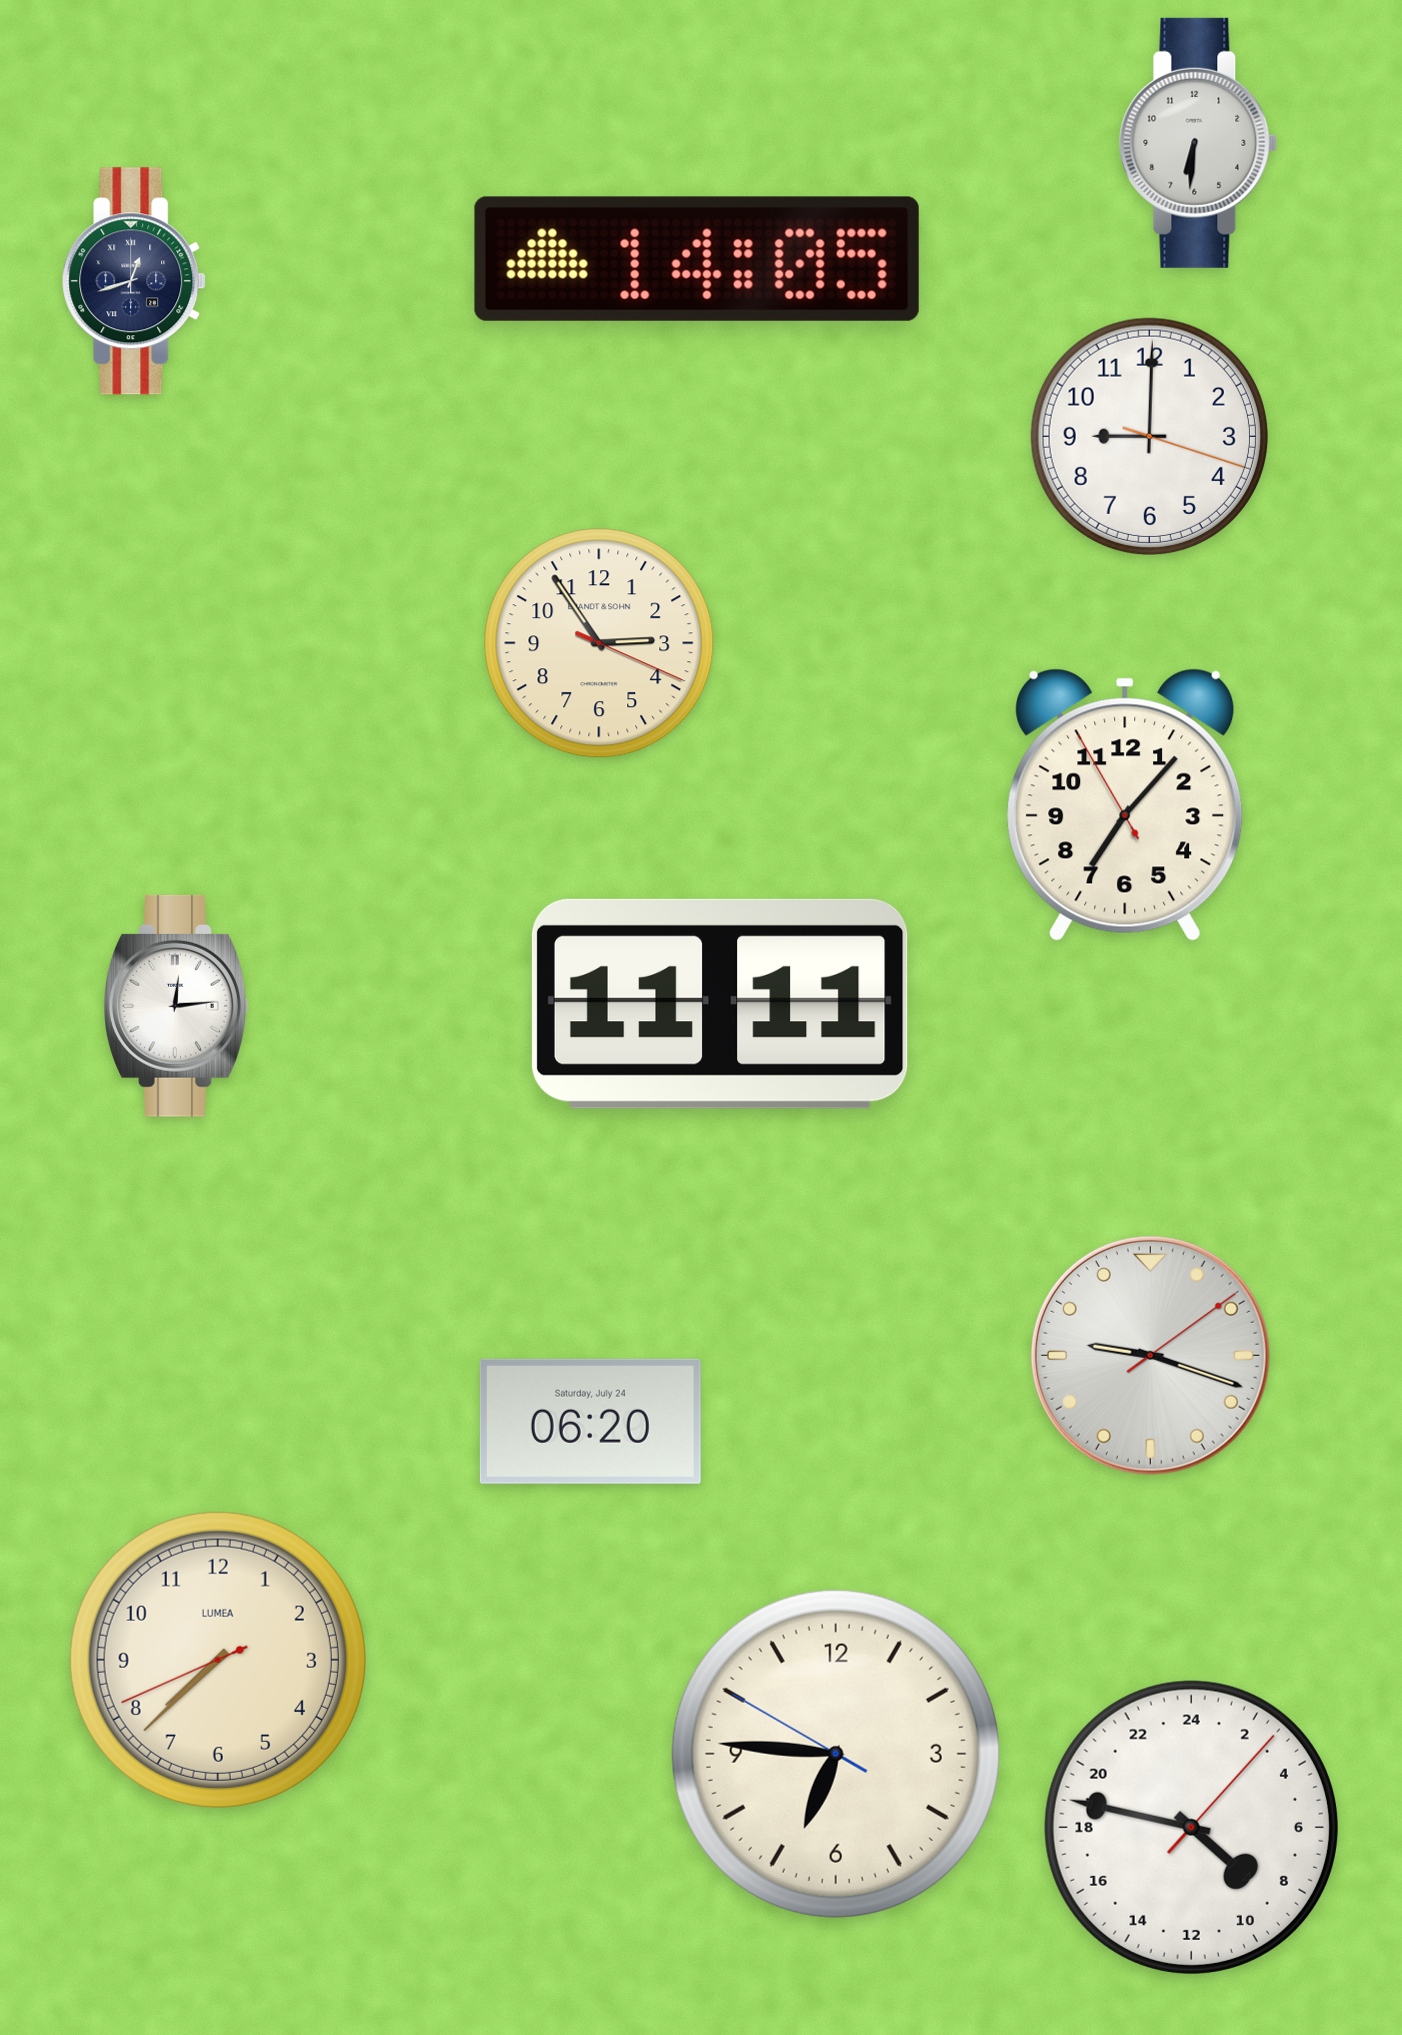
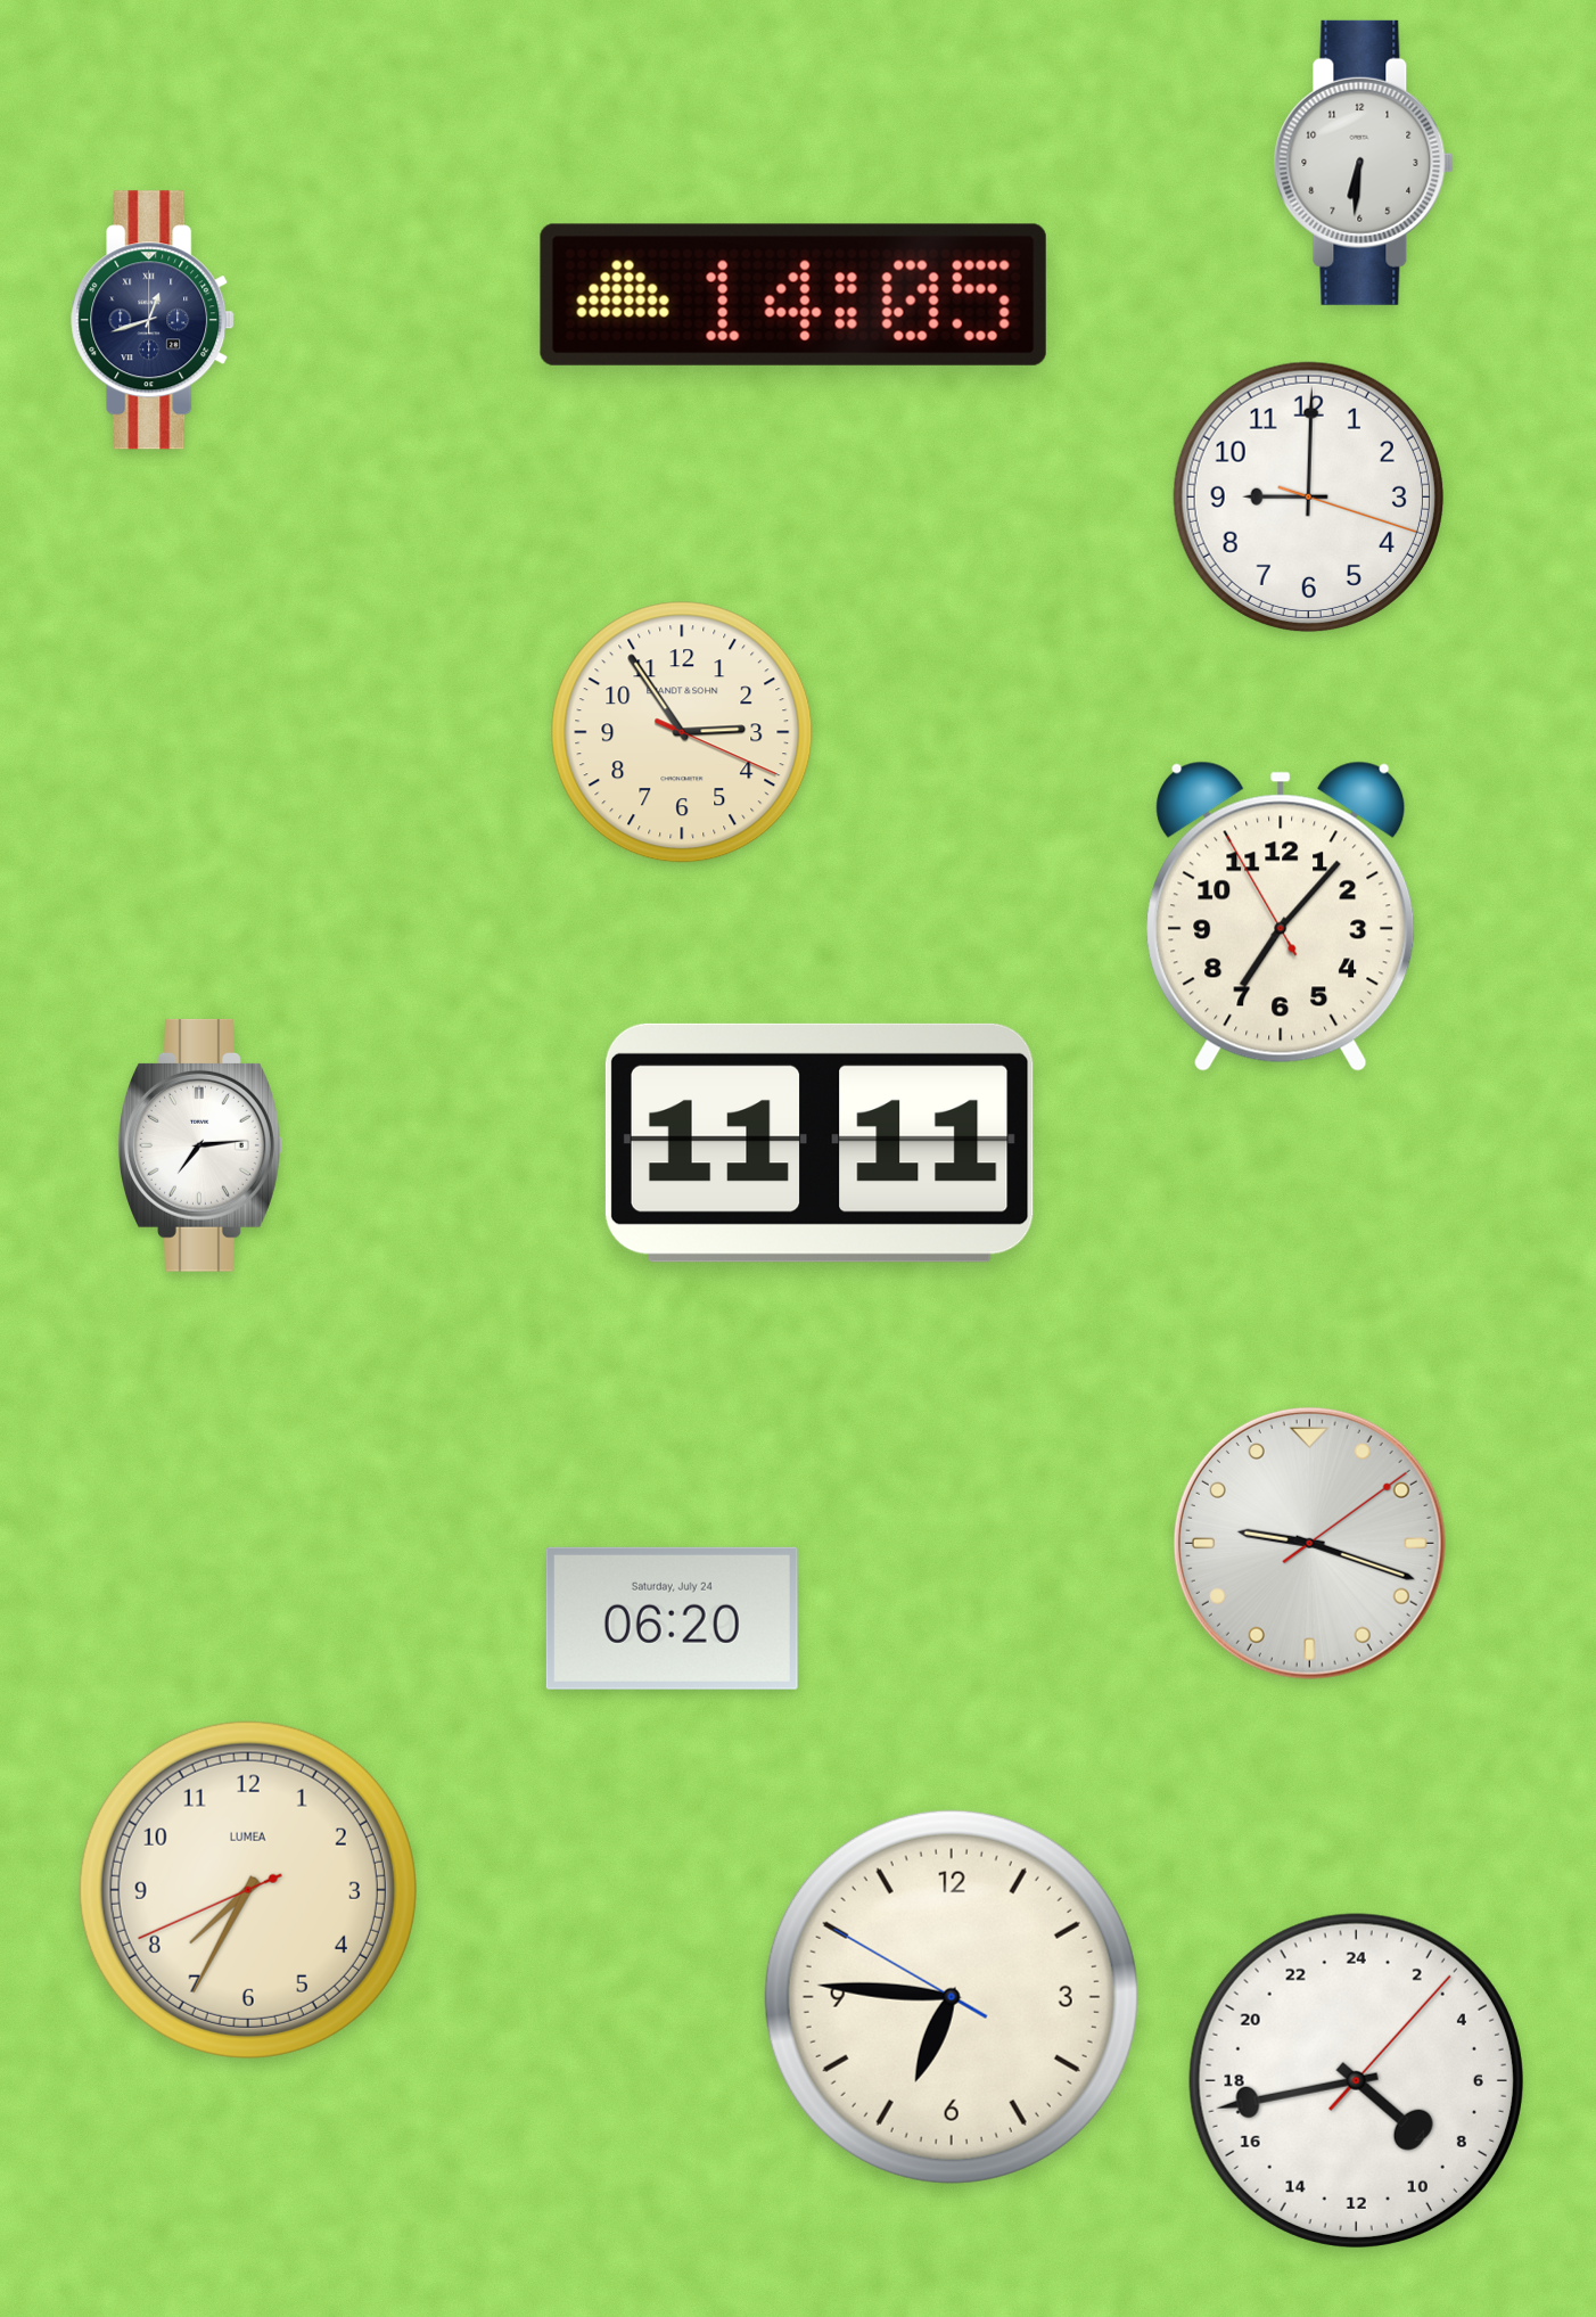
clock at (176, 1006): 12:14 -> 7:14
clock at (218, 1660): 7:37 -> 7:34
clock at (1191, 1827): 8:47 -> 8:43
